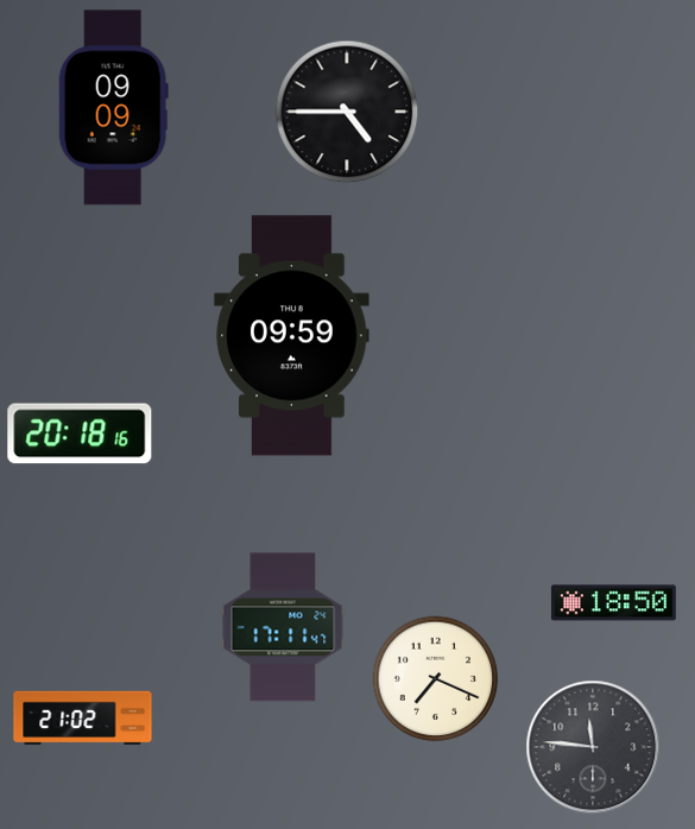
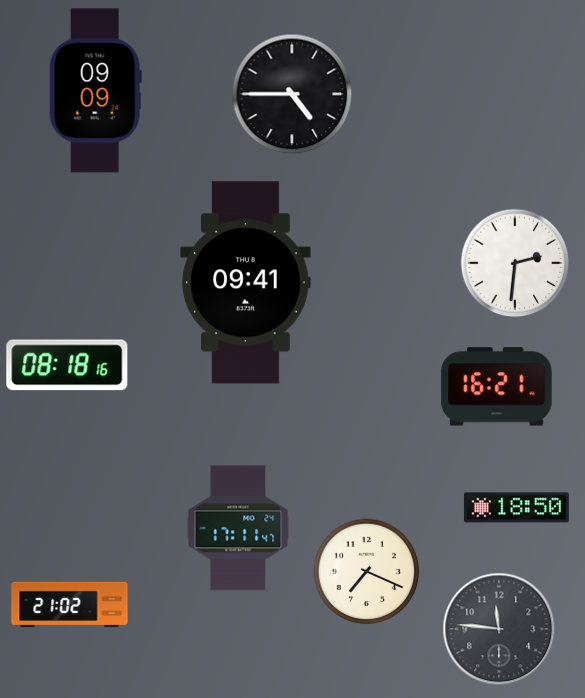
clock at (515, 263): none -> 2:31
clock at (292, 336): 09:59 -> 09:41
clock at (80, 434): 20:18 -> 08:18
clock at (497, 387): none -> 16:21
